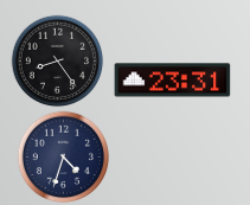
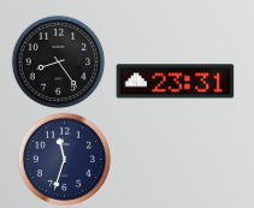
clock at (63, 156): 4:33 -> 11:33
